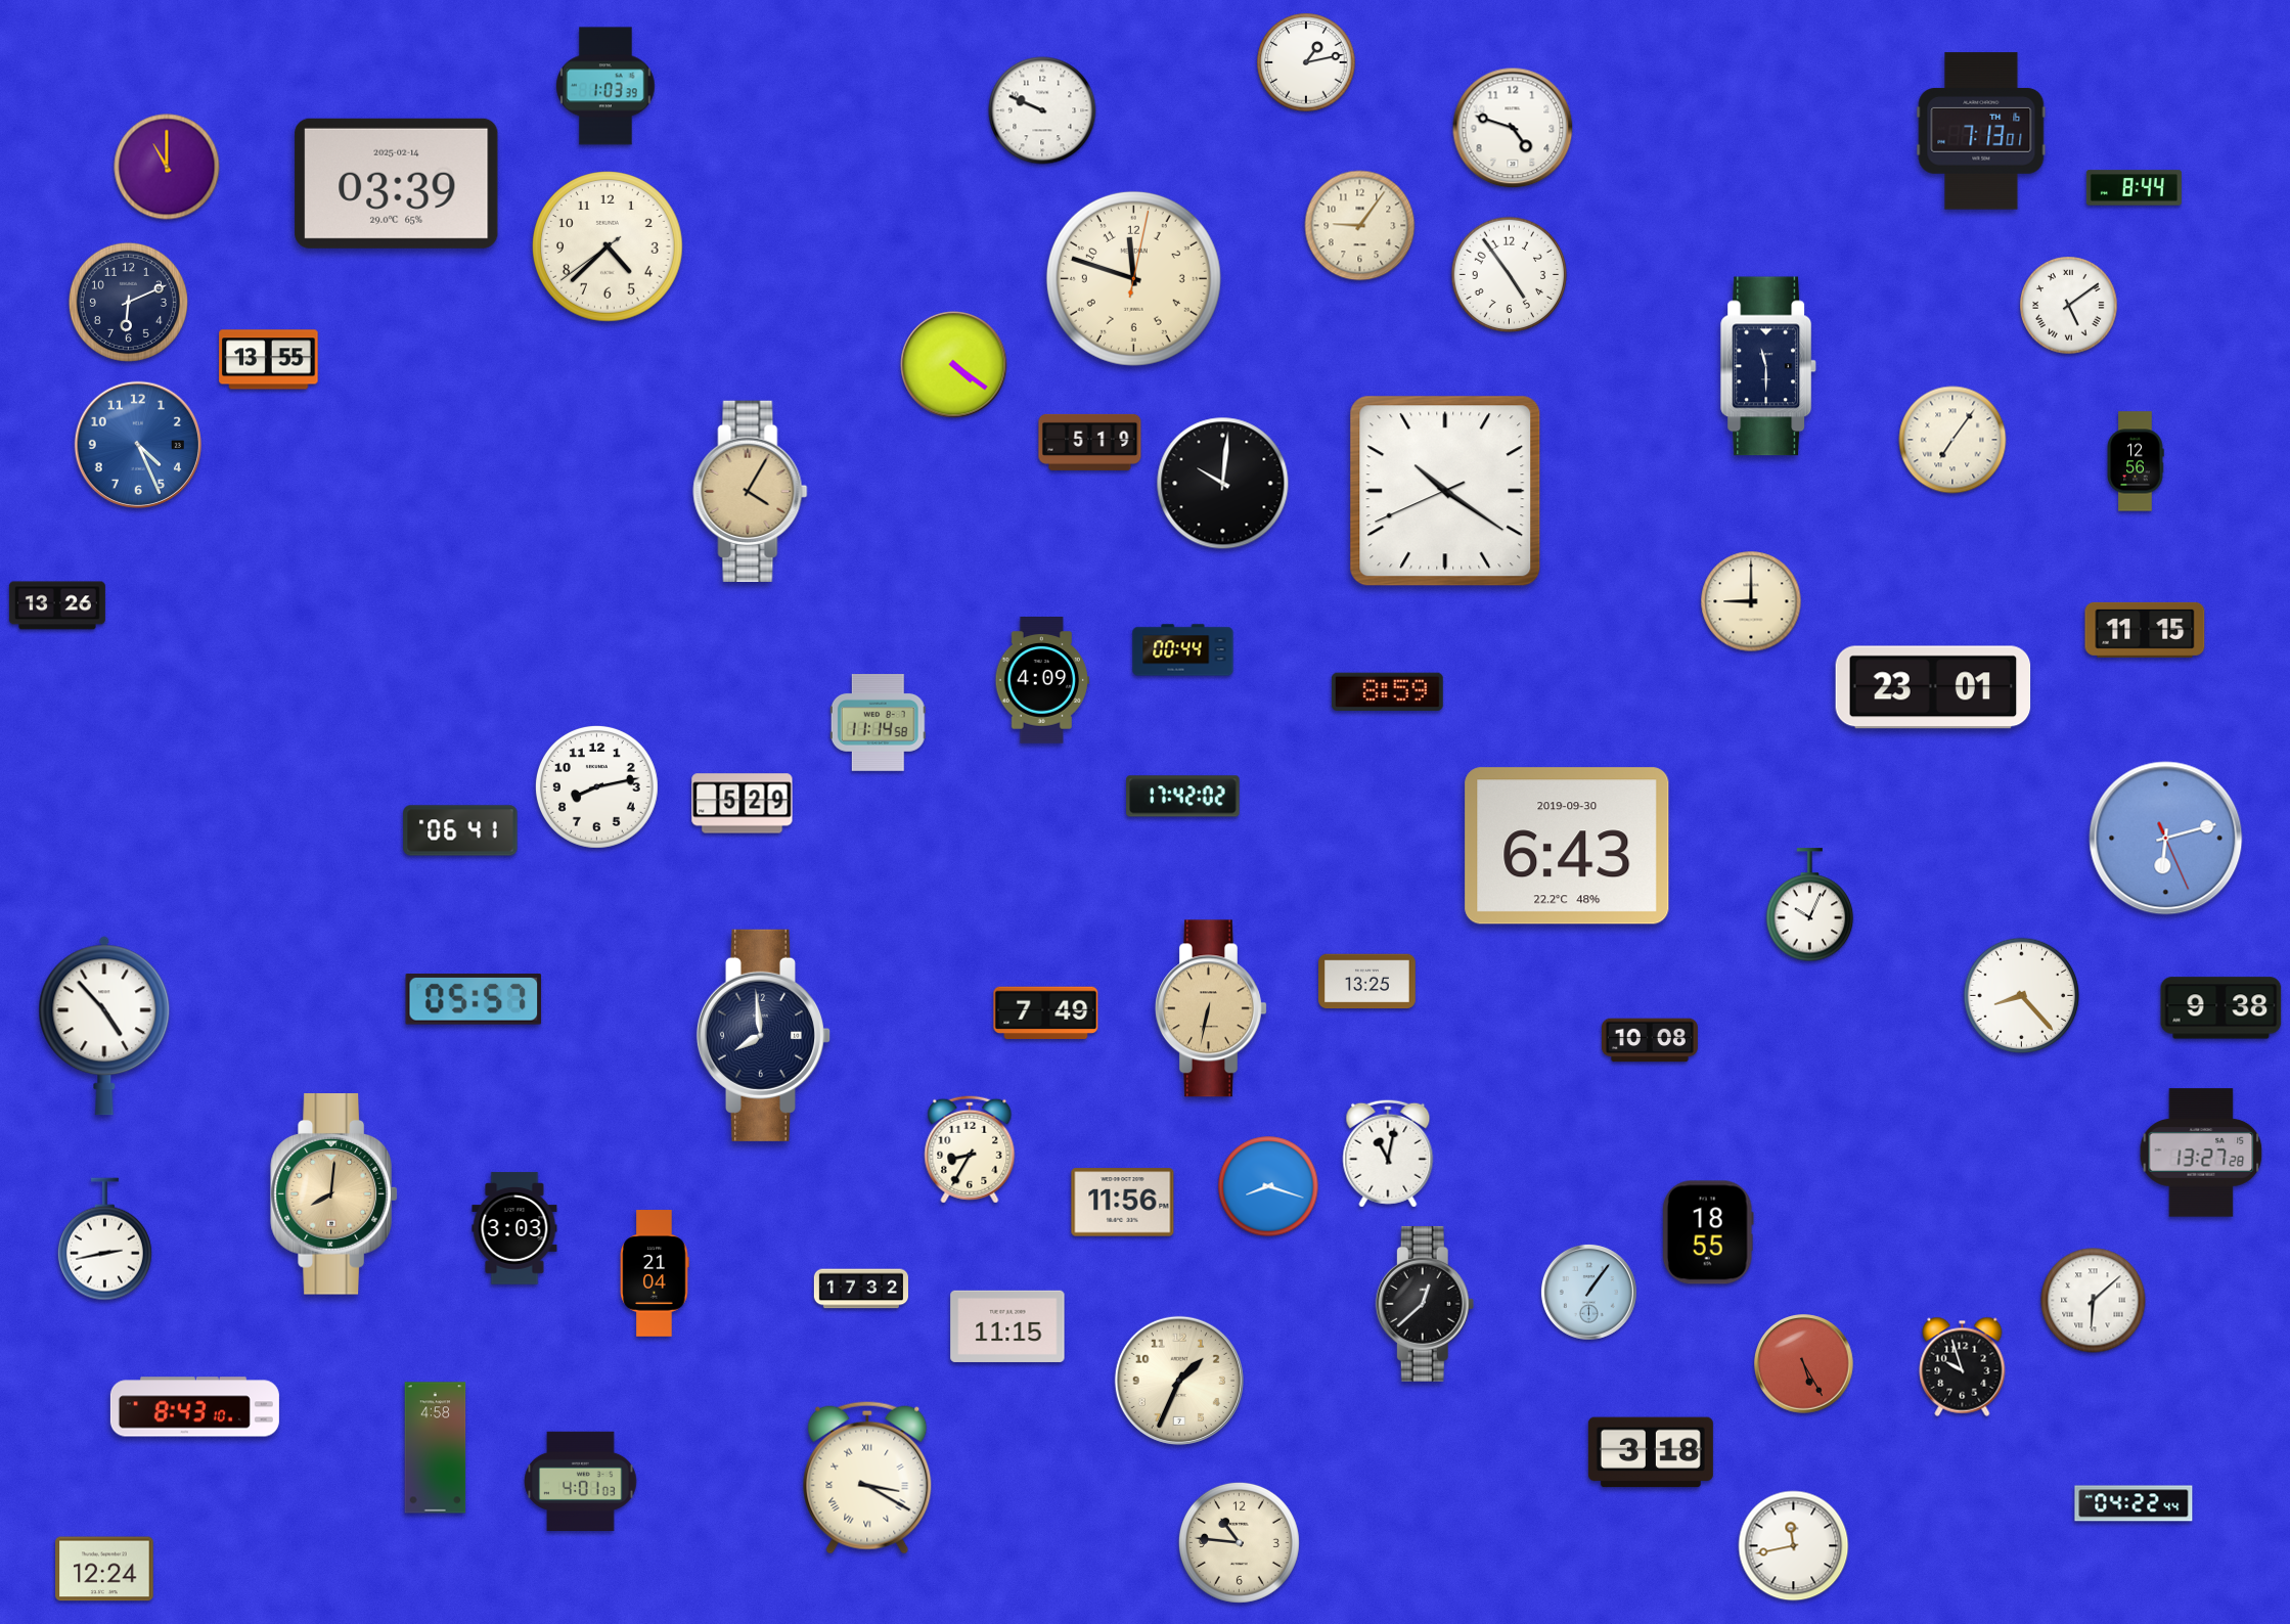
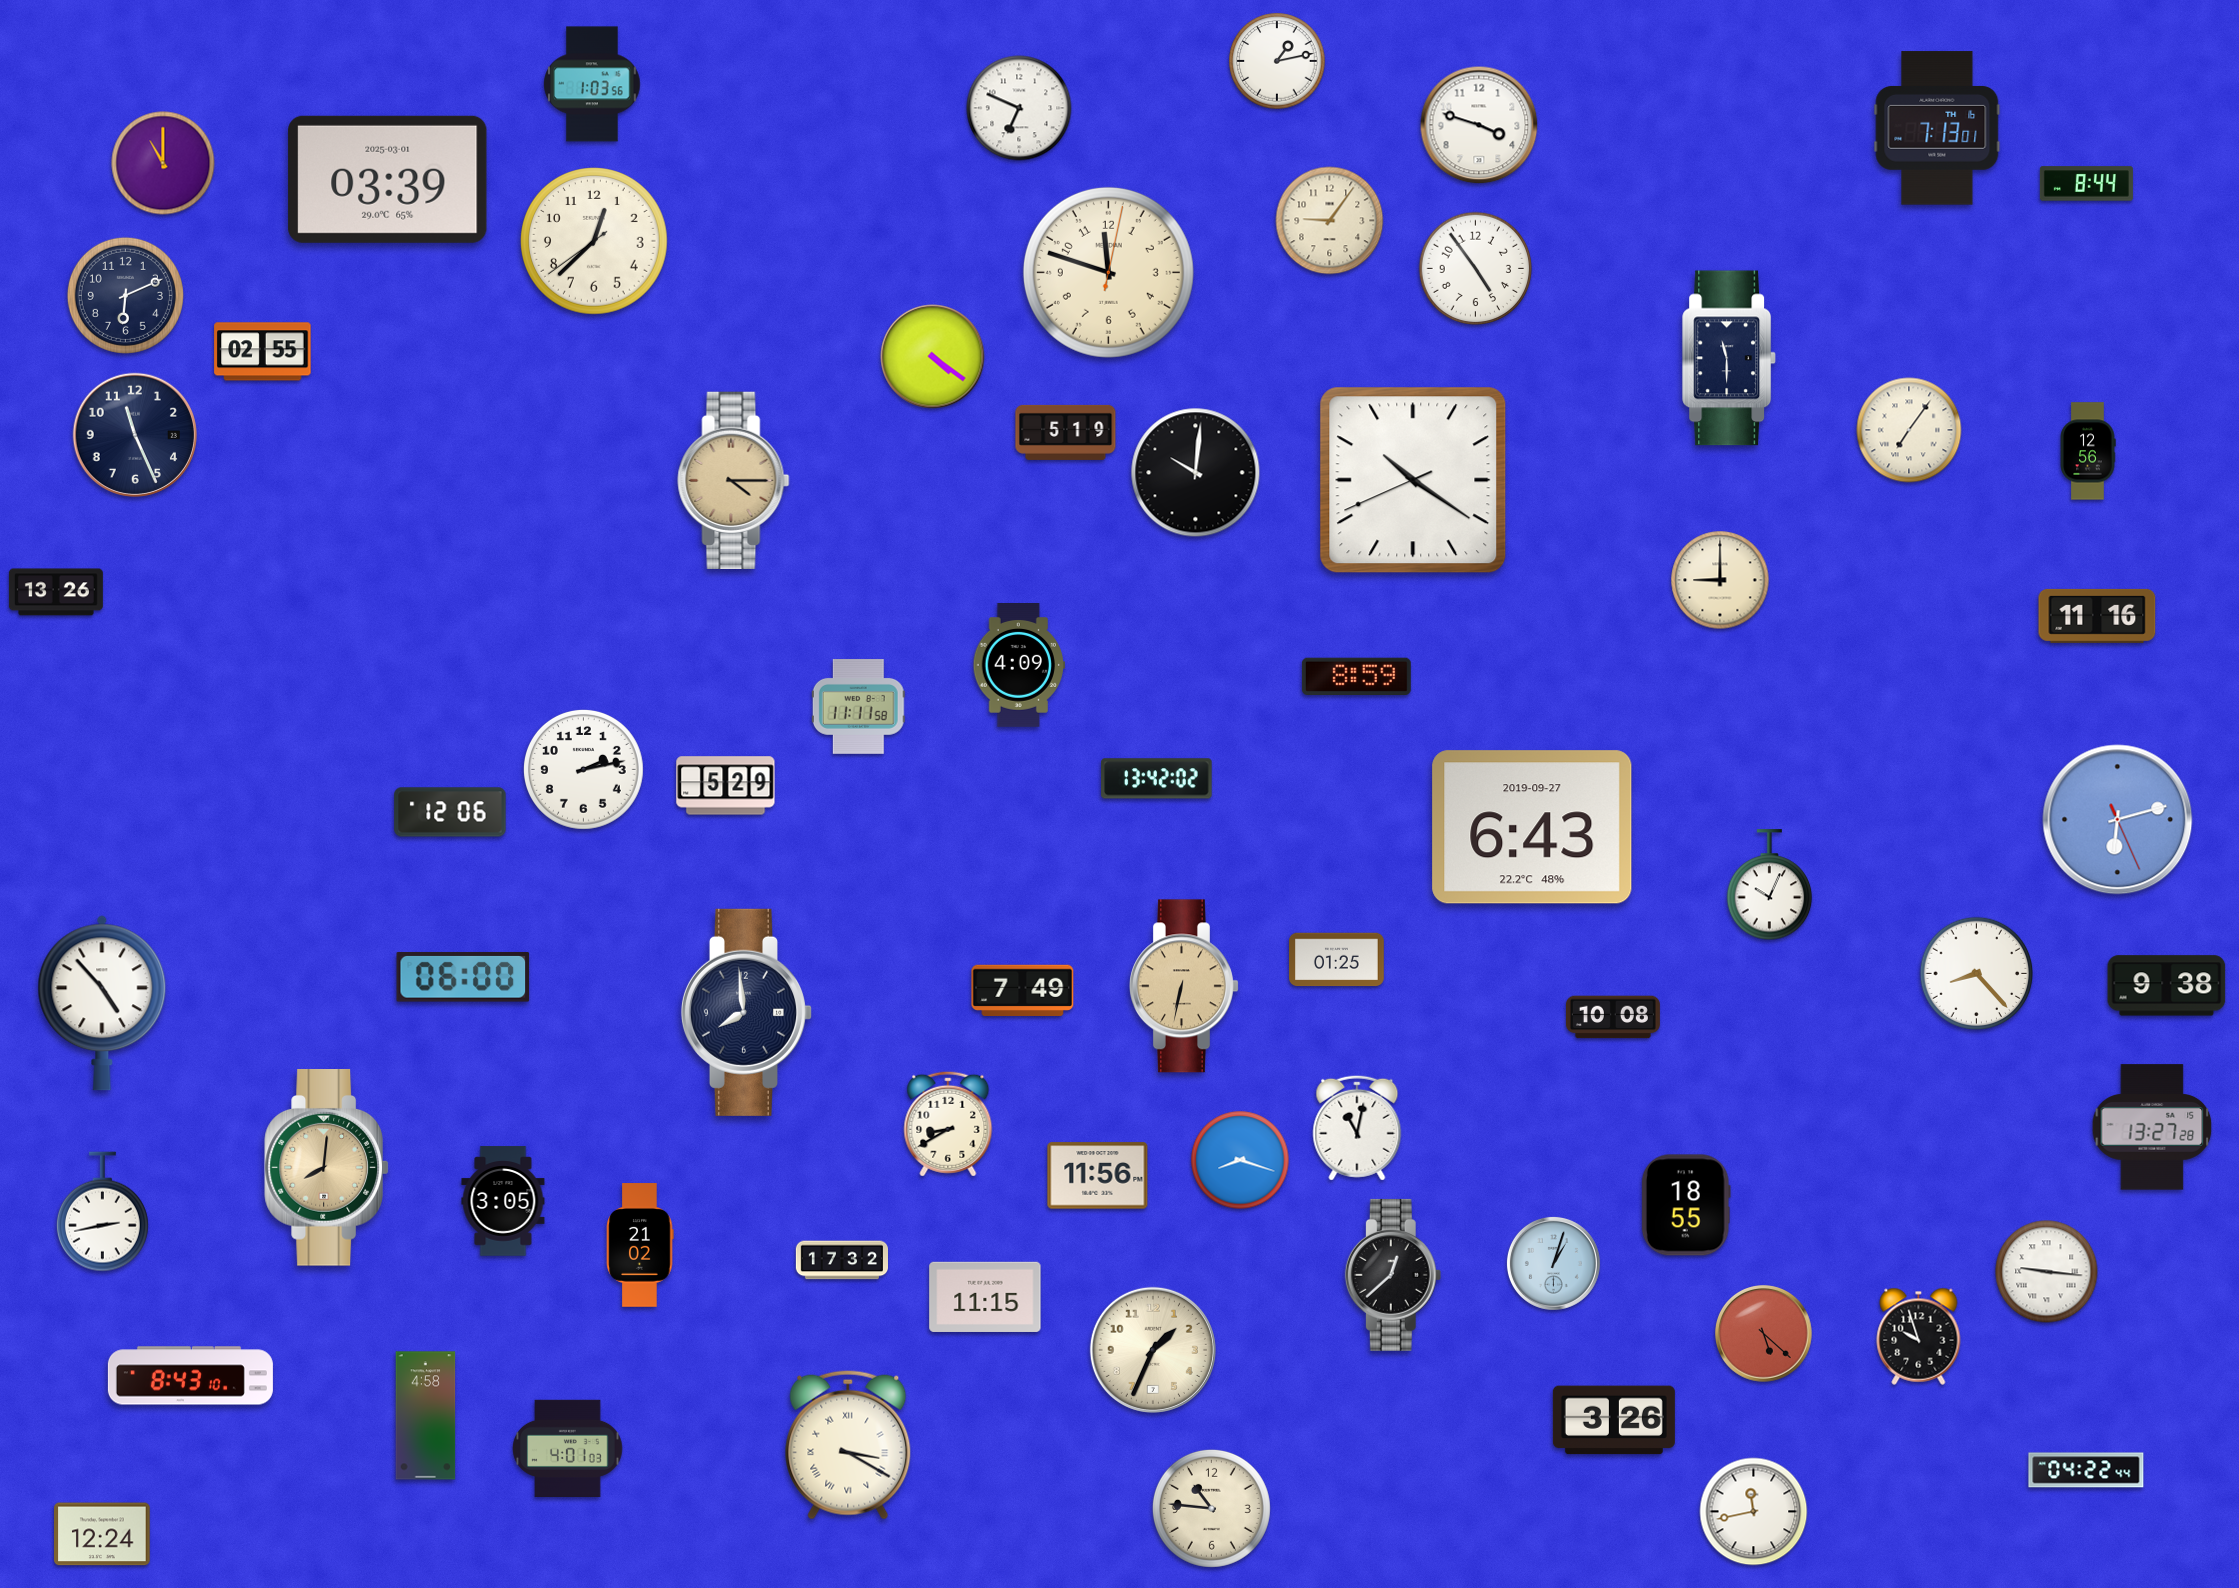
clock at (605, 86): 1:03:39 -> 1:03:56
clock at (1042, 110): 9:49 -> 6:49
clock at (1513, 128): 4:48 -> 3:48
clock at (397, 183) date: 2025-02-14 -> 2025-03-01
clock at (609, 247): 4:37 -> 12:37
clock at (2069, 306): 5:09 -> none
clock at (269, 360): 13:55 -> 02:55
clock at (138, 445): 4:26 -> 11:26
clock at (138, 445) dial: blue -> navy
clock at (751, 491): 4:05 -> 4:15
clock at (1751, 601) position: (1751, 601) -> (1720, 580)
clock at (2145, 630): 11:15 -> 11:16
clock at (1183, 650): 00:44 -> none
clock at (1933, 687): 23:01 -> none
clock at (878, 723): 11:14 -> 11:11
clock at (596, 786): 8:13 -> 2:13
clock at (1183, 797): 17:42 -> 13:42
clock at (460, 830): 06:41 -> 12:06
clock at (1567, 846) date: 2019-09-30 -> 2019-09-27
clock at (1367, 982): 13:25 -> 01:25
clock at (474, 1000): 05:57 -> 06:00
clock at (2221, 1008) position: (2221, 1008) -> (2167, 986)
clock at (970, 1149): 8:35 -> 8:40
clock at (514, 1228): 3:03 -> 3:05
clock at (1708, 1232) position: (1708, 1232) -> (1686, 1205)
clock at (655, 1273): 21:04 -> 21:02
clock at (1588, 1292): 1:06 -> 1:03
clock at (2094, 1301): 6:08 -> 9:16
clock at (1804, 1364): 5:25 -> 5:22
clock at (1651, 1452): 3:18 -> 3:26
